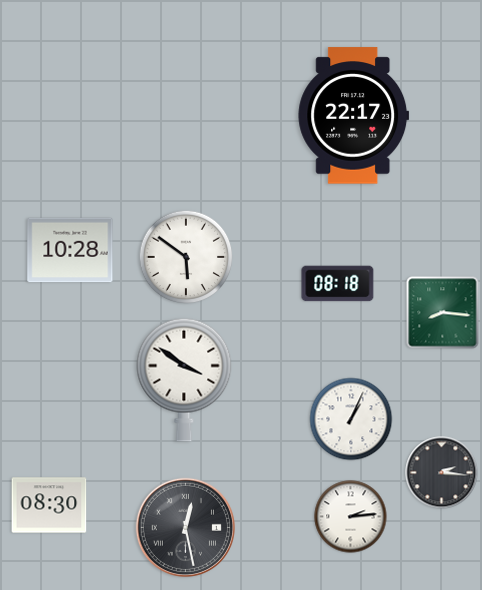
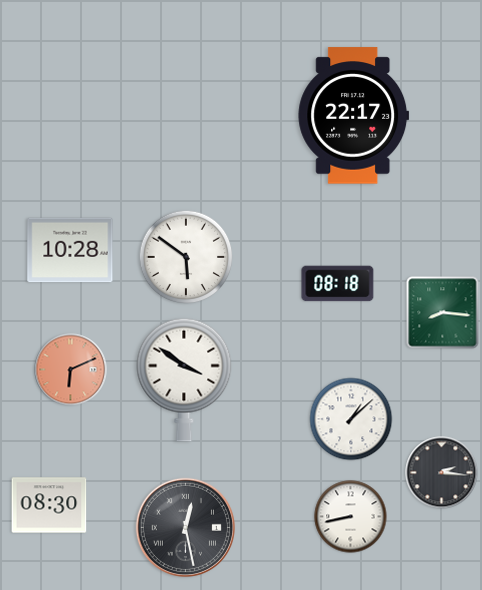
clock at (71, 370): none -> 6:11
clock at (351, 419): 1:04 -> 1:08
clock at (351, 517): 2:14 -> 8:43
